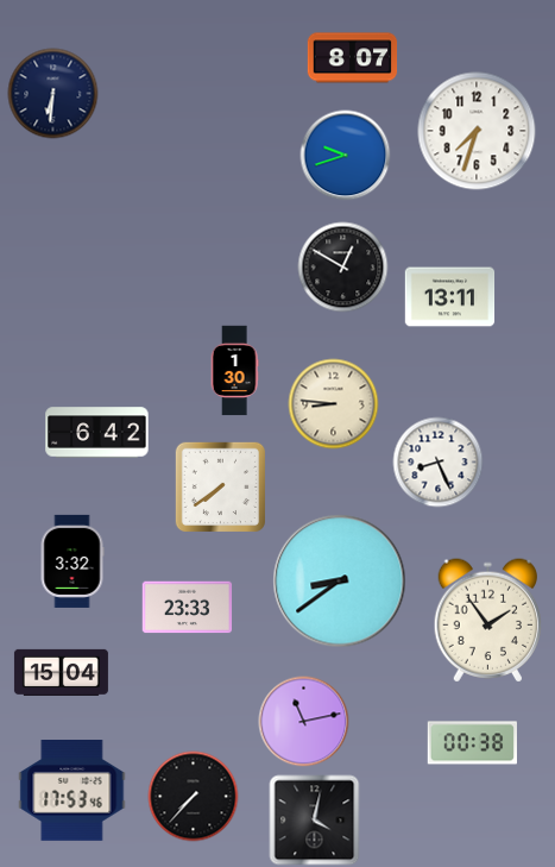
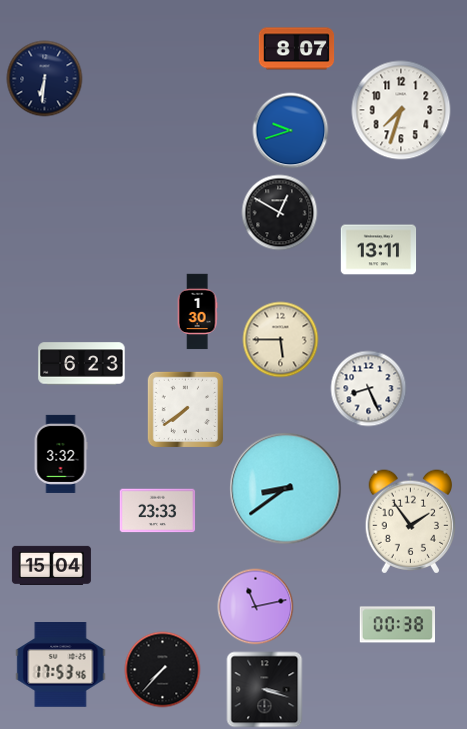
clock at (343, 268) position: (343, 268) -> (280, 213)
clock at (334, 404): 8:46 -> 5:45
clock at (97, 433): 6:42 -> 6:23
clock at (72, 561) position: (72, 561) -> (61, 454)
clock at (315, 821): 4:02 -> 3:18
